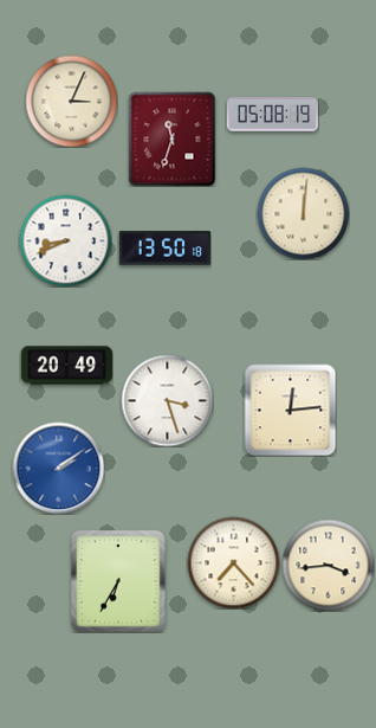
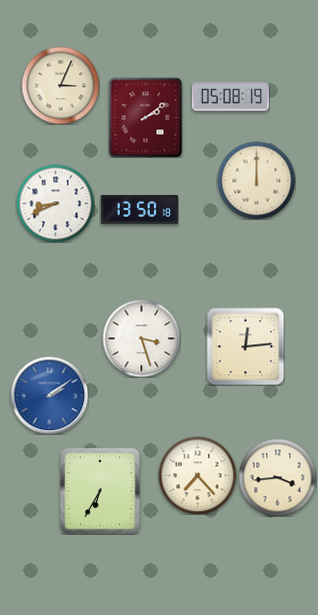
clock at (173, 138): 11:33 -> 2:09
clock at (303, 213): 12:01 -> 12:00
clock at (66, 366): 20:49 -> none
